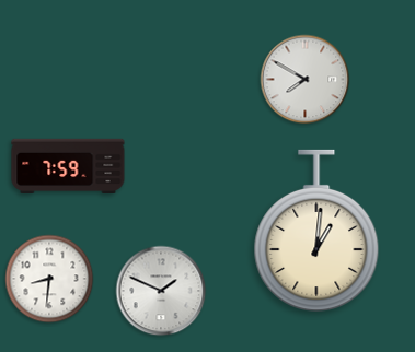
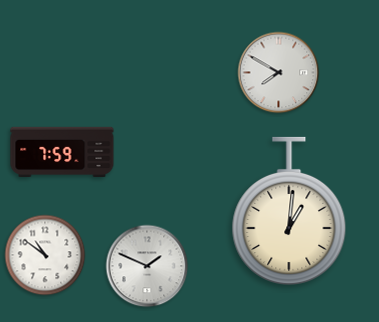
clock at (49, 279): 8:31 -> 10:51
